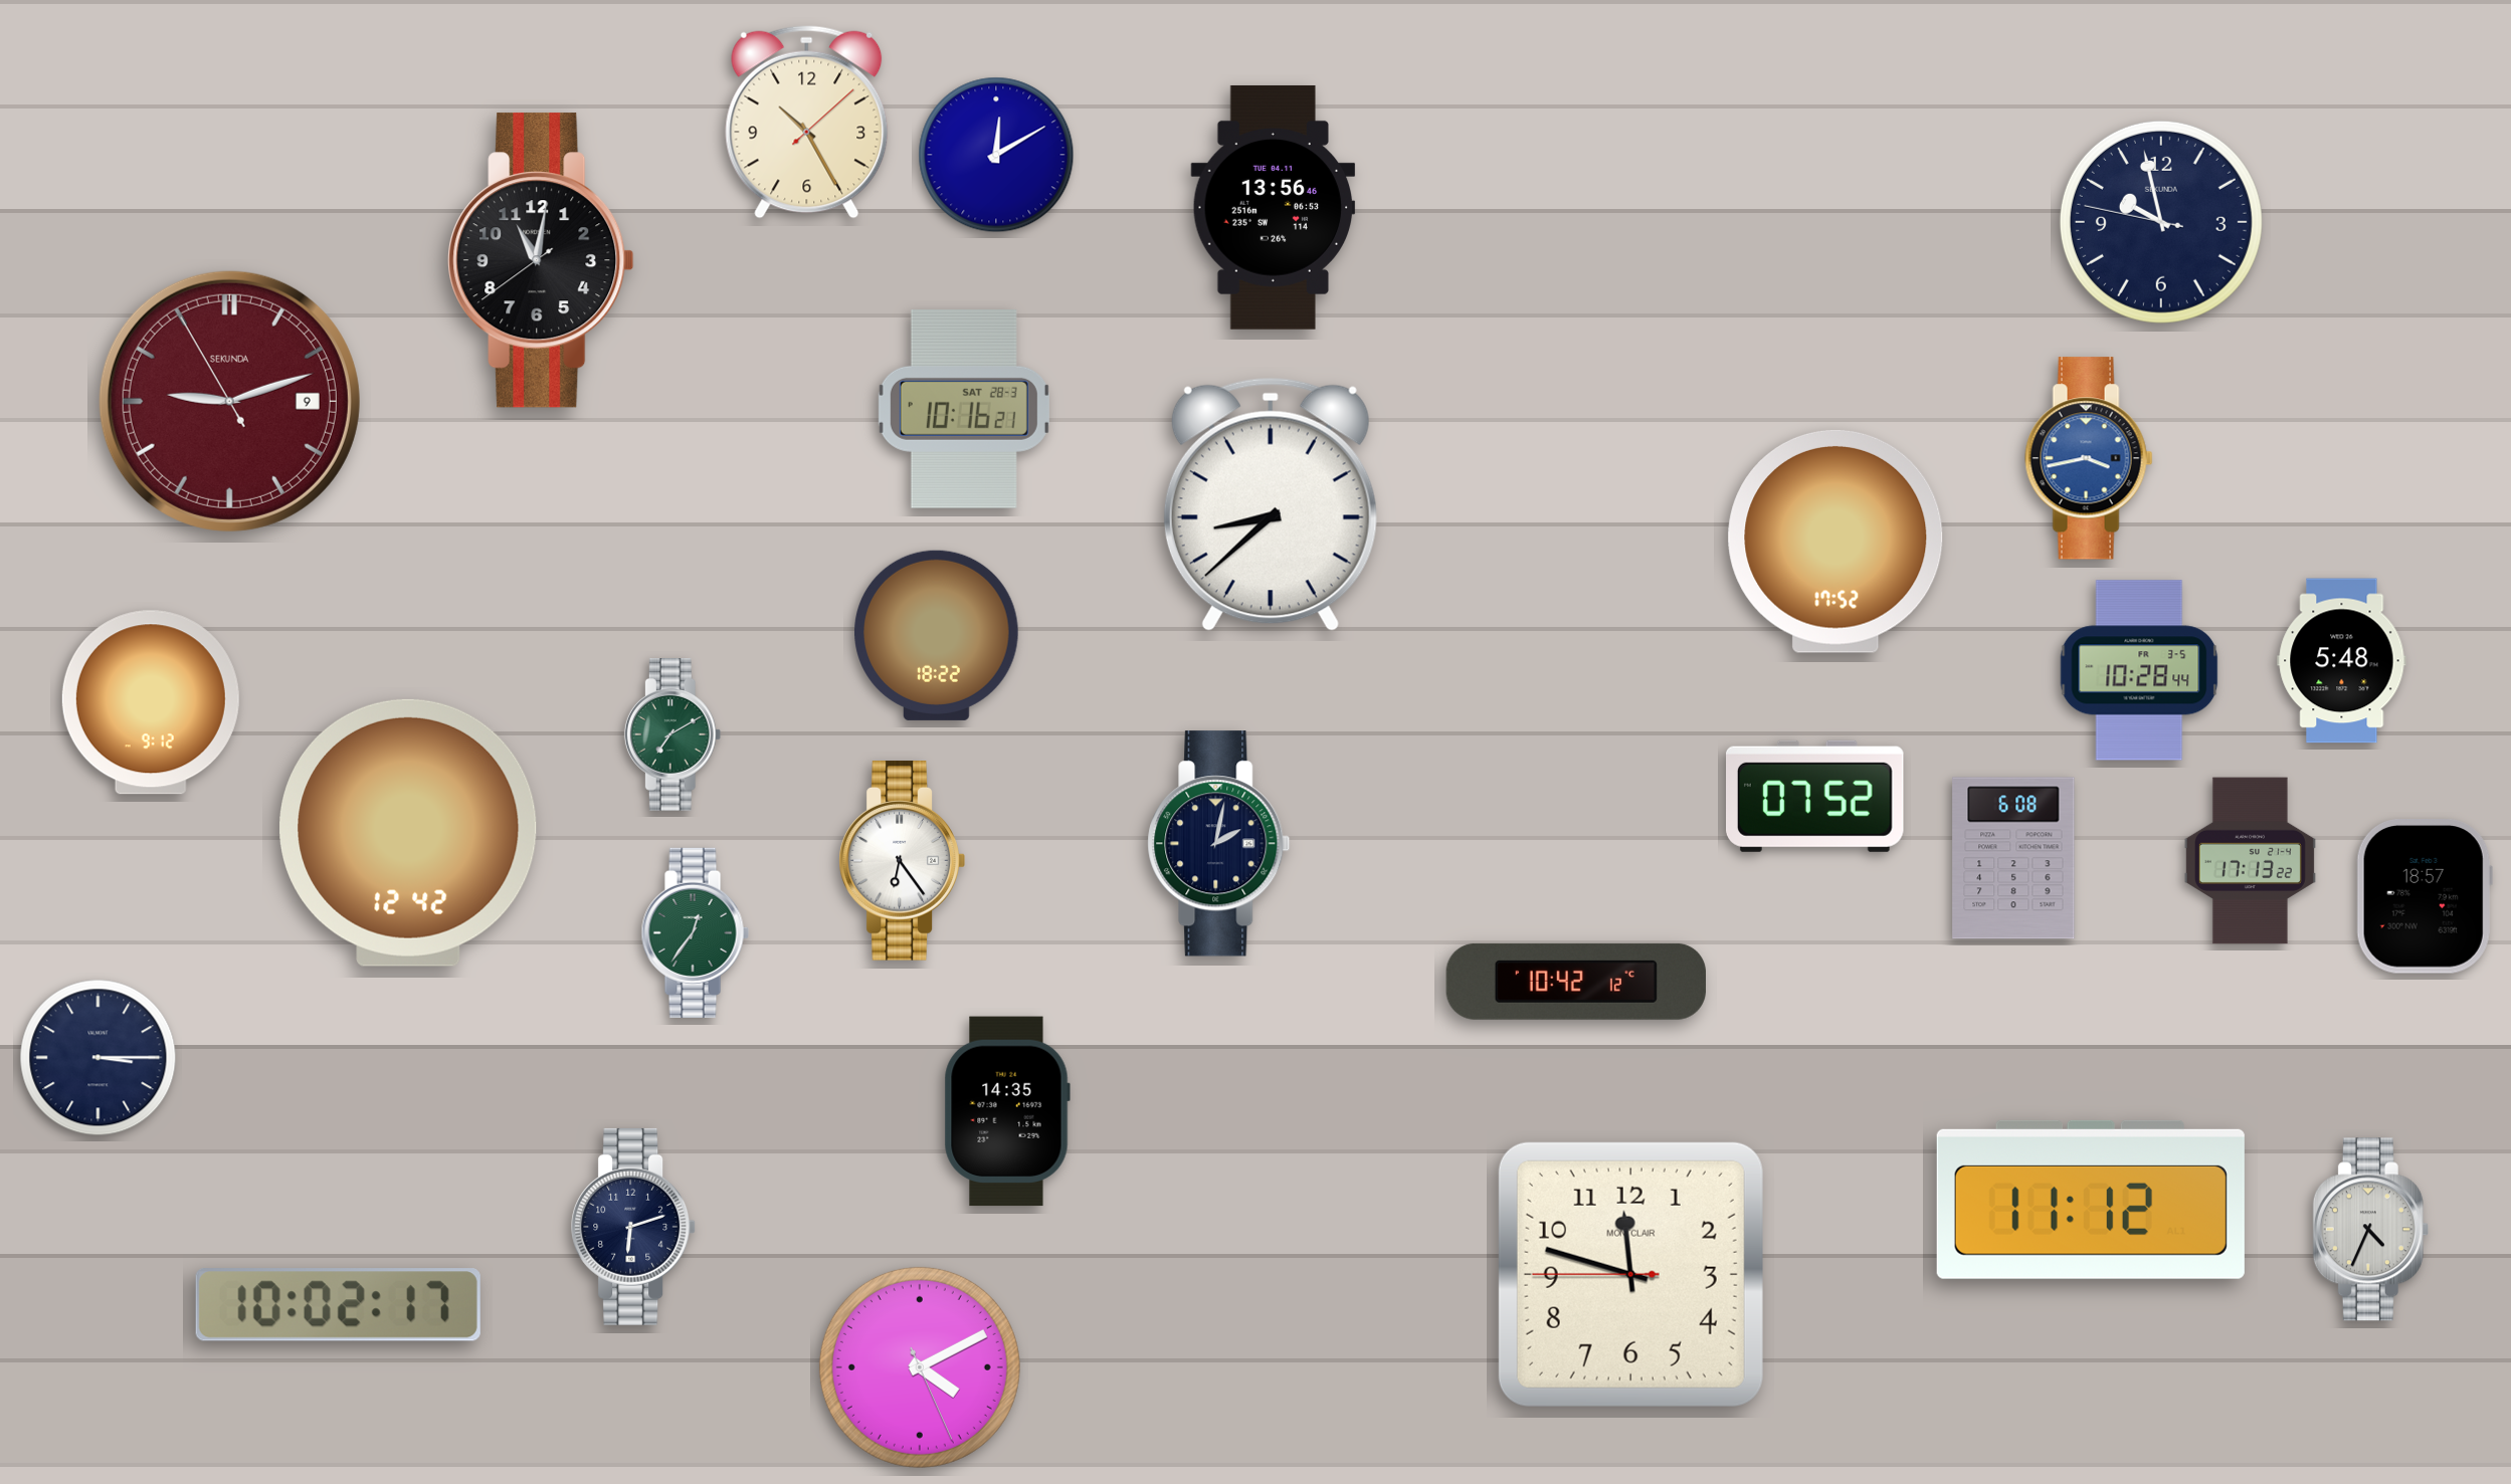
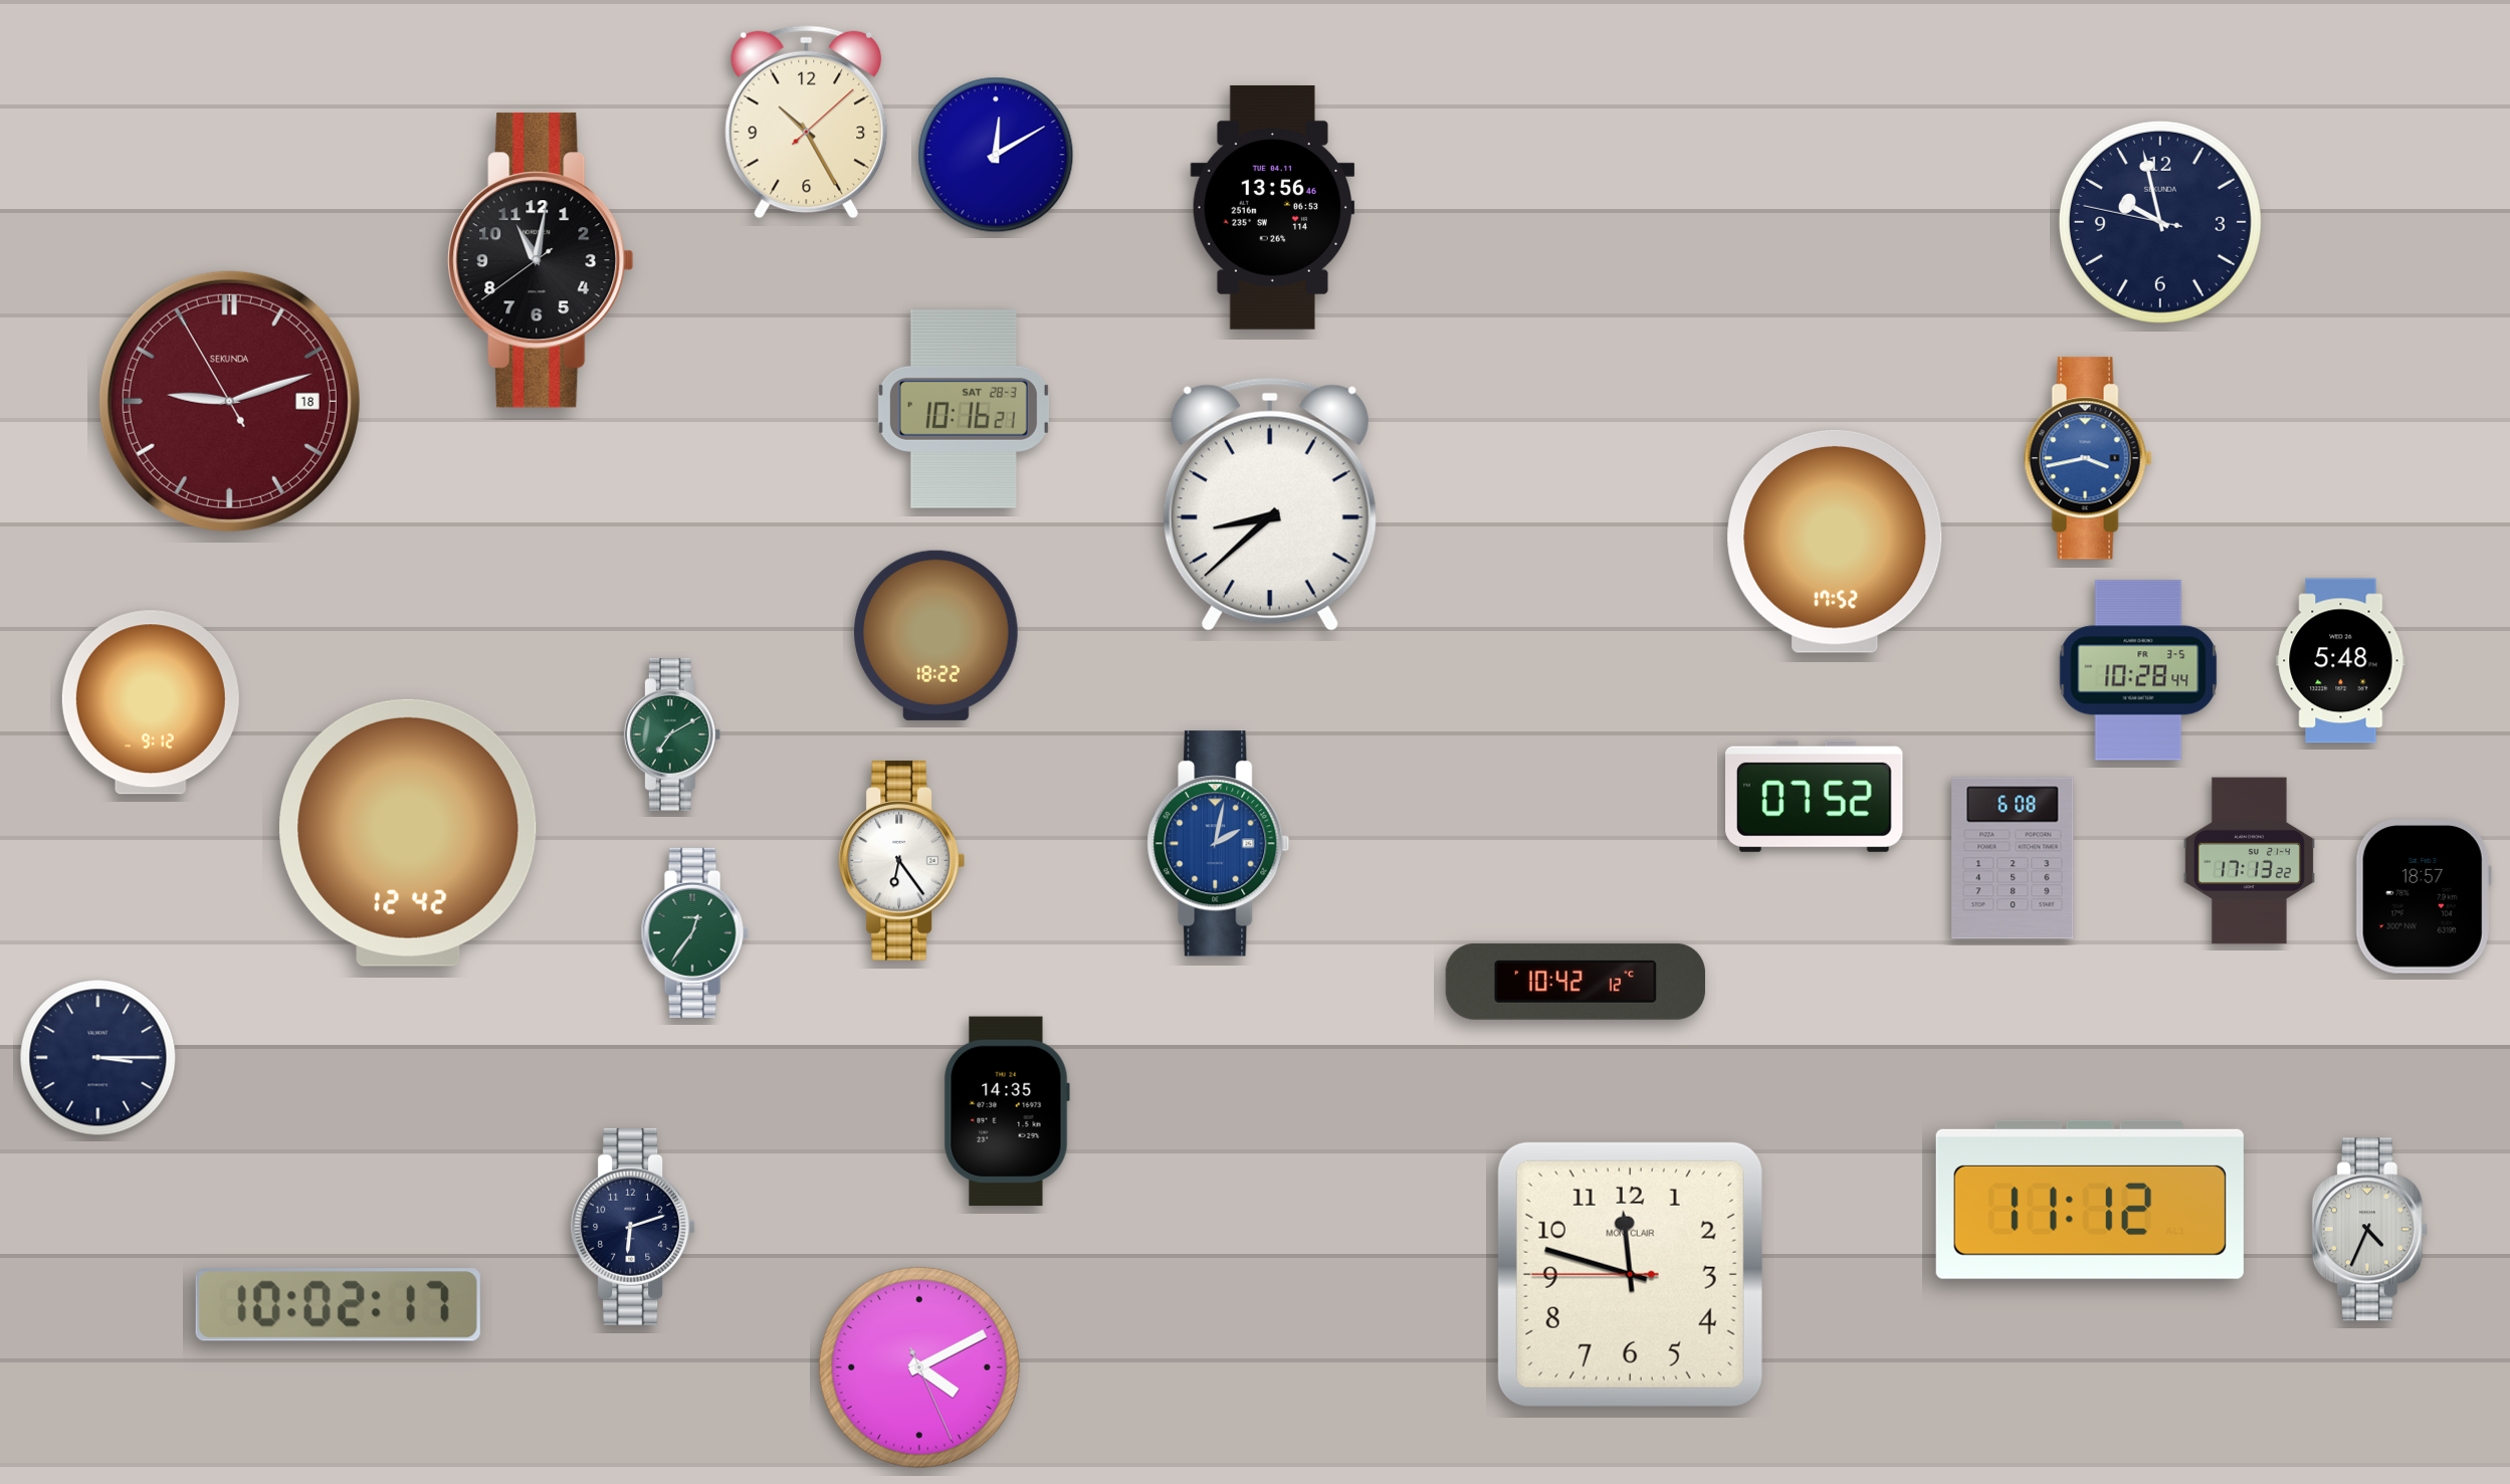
clock at (229, 401) date: 9 -> 18
clock at (1219, 844) dial: navy -> blue
